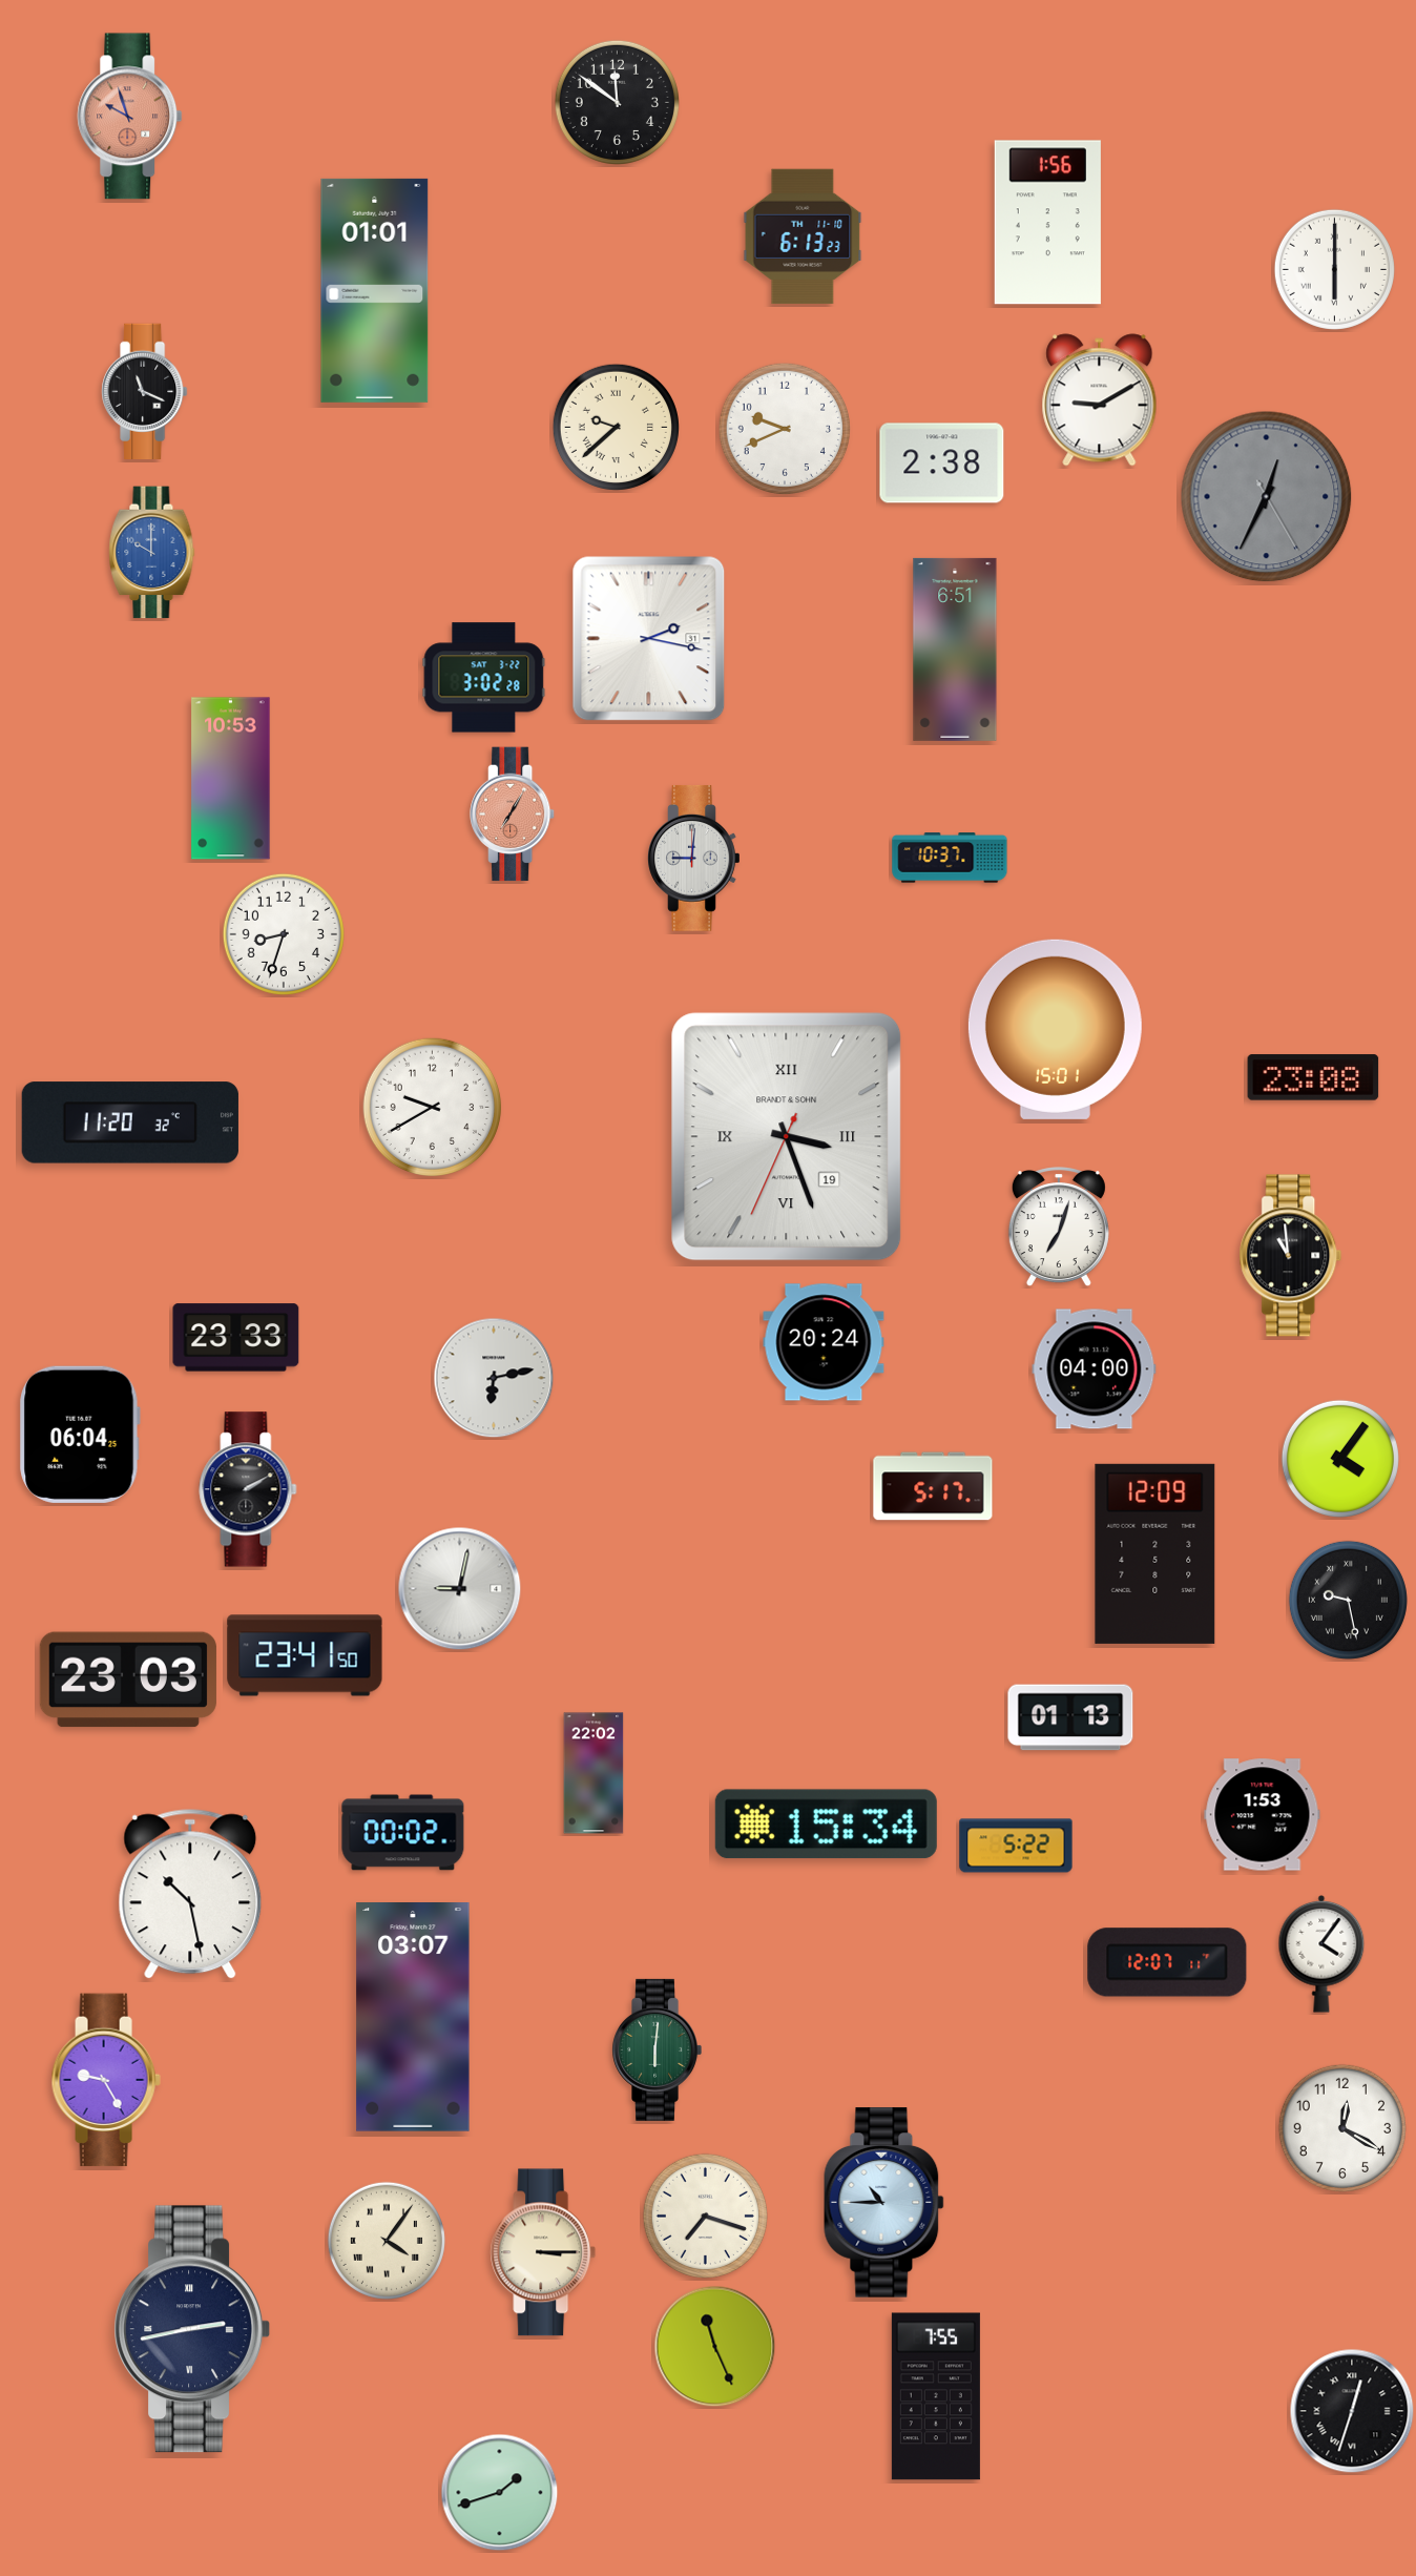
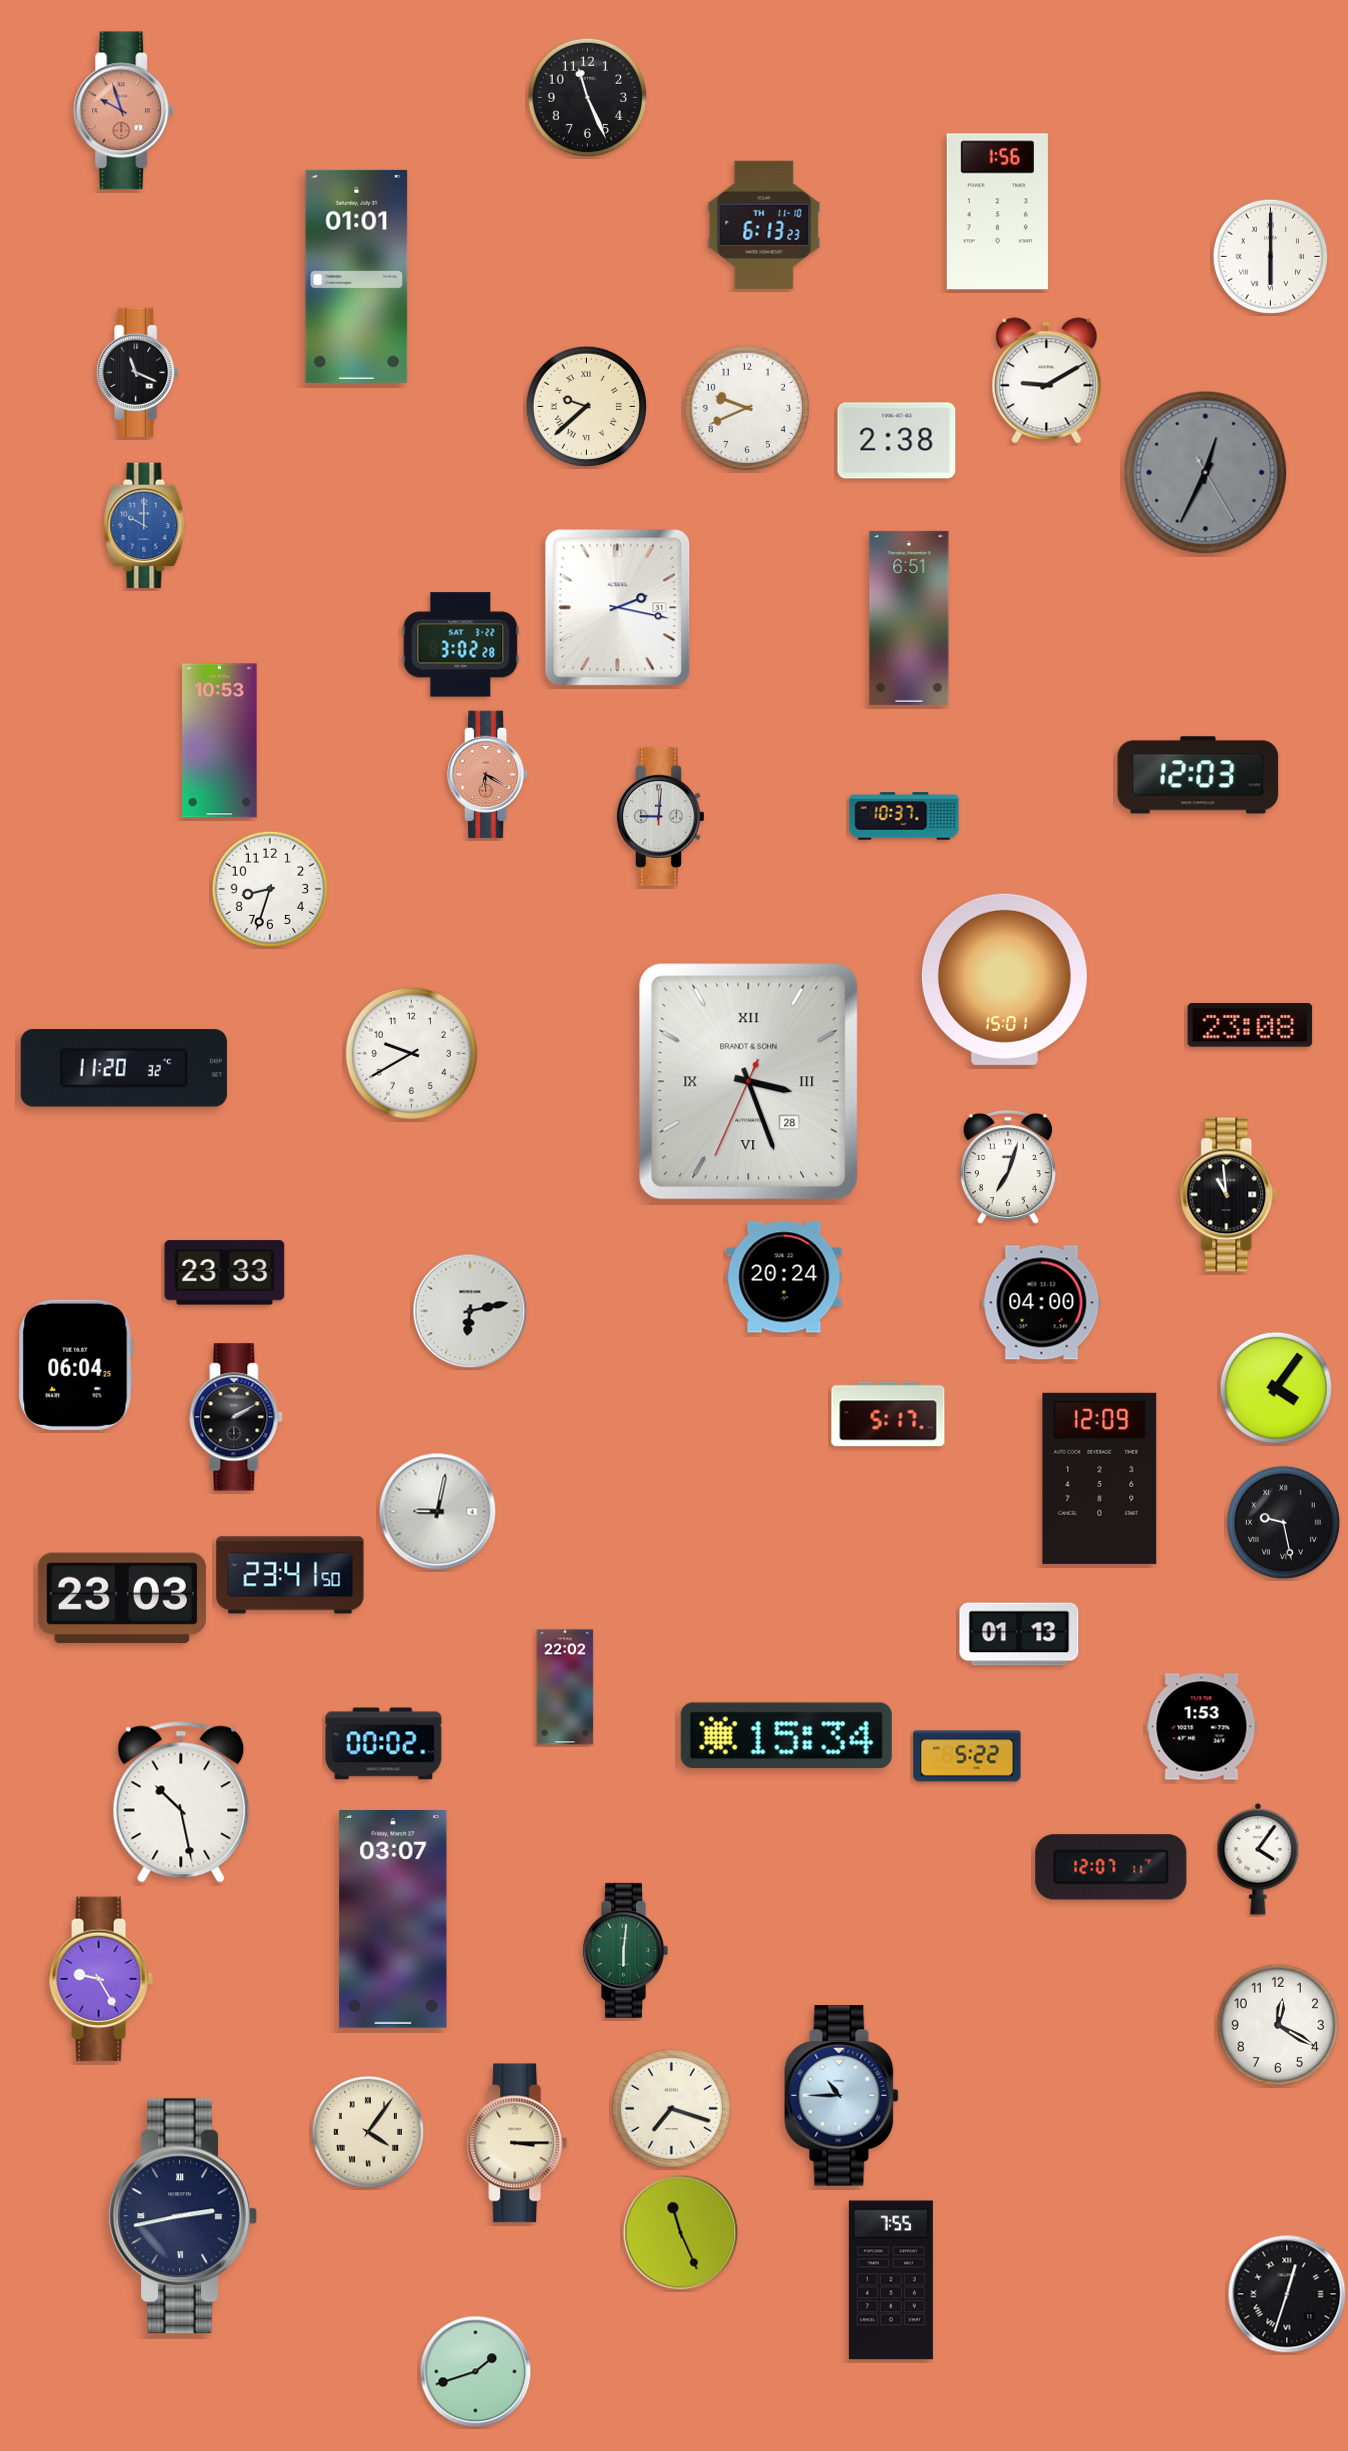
clock at (617, 102): 11:51 -> 11:26
clock at (513, 815): 7:05 -> 6:20
clock at (1198, 775): none -> 12:03
clock at (787, 1137) date: 19 -> 28
